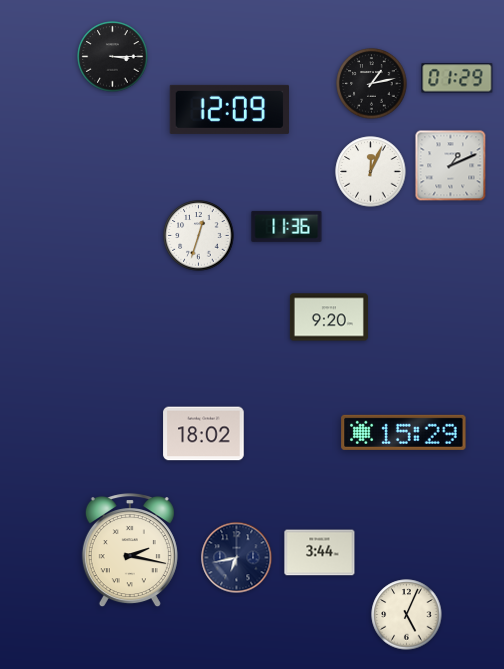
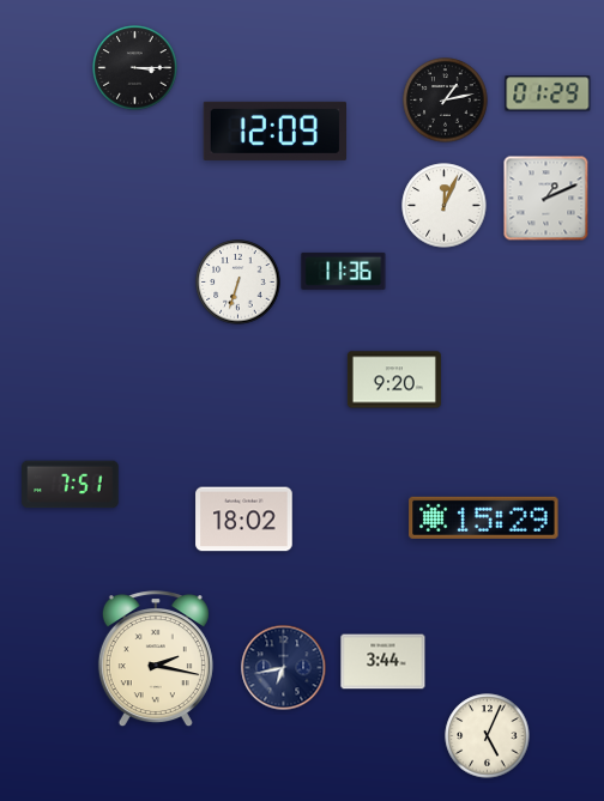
clock at (451, 166) position: (451, 166) -> (546, 199)
clock at (199, 236): 12:33 -> 6:33
clock at (71, 485): none -> 7:51
